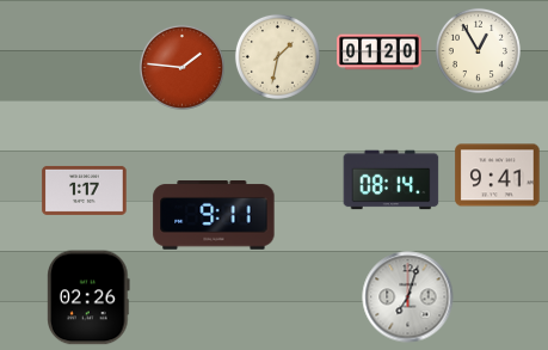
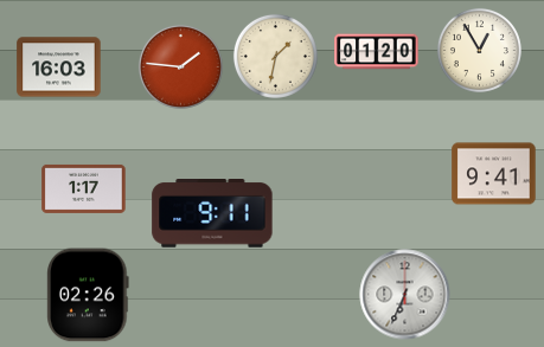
clock at (478, 50) position: (478, 50) -> (479, 50)
clock at (59, 68): none -> 16:03
clock at (392, 180): 08:14 -> none
clock at (408, 297): 7:03 -> 6:34
